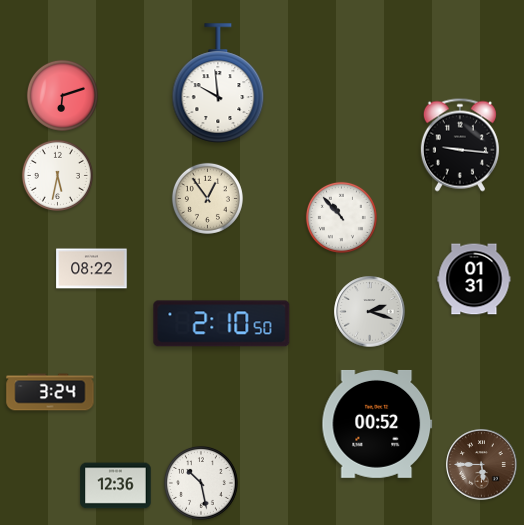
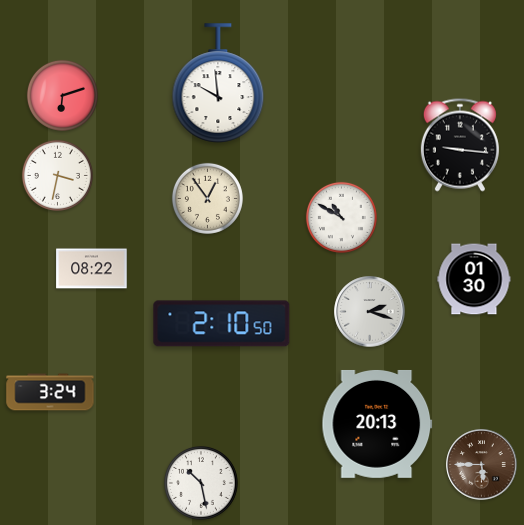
clock at (57, 175): 5:32 -> 3:32
clock at (341, 217): 10:53 -> 10:50
clock at (474, 279): 01:31 -> 01:30
clock at (377, 424): 00:52 -> 20:13
clock at (116, 486): 12:36 -> none
